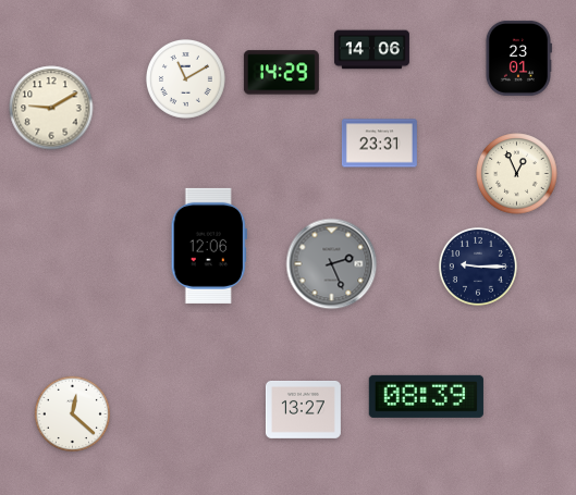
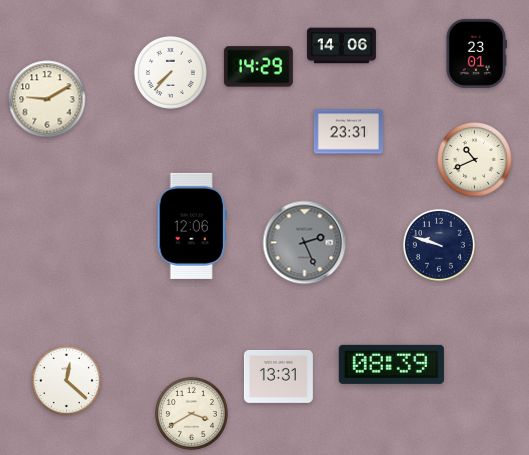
clock at (185, 78): 11:10 -> 7:37
clock at (517, 174): 12:56 -> 10:41
clock at (478, 267): 9:15 -> 9:48
clock at (303, 409): 13:27 -> 13:31
clock at (191, 413): none -> 3:40
